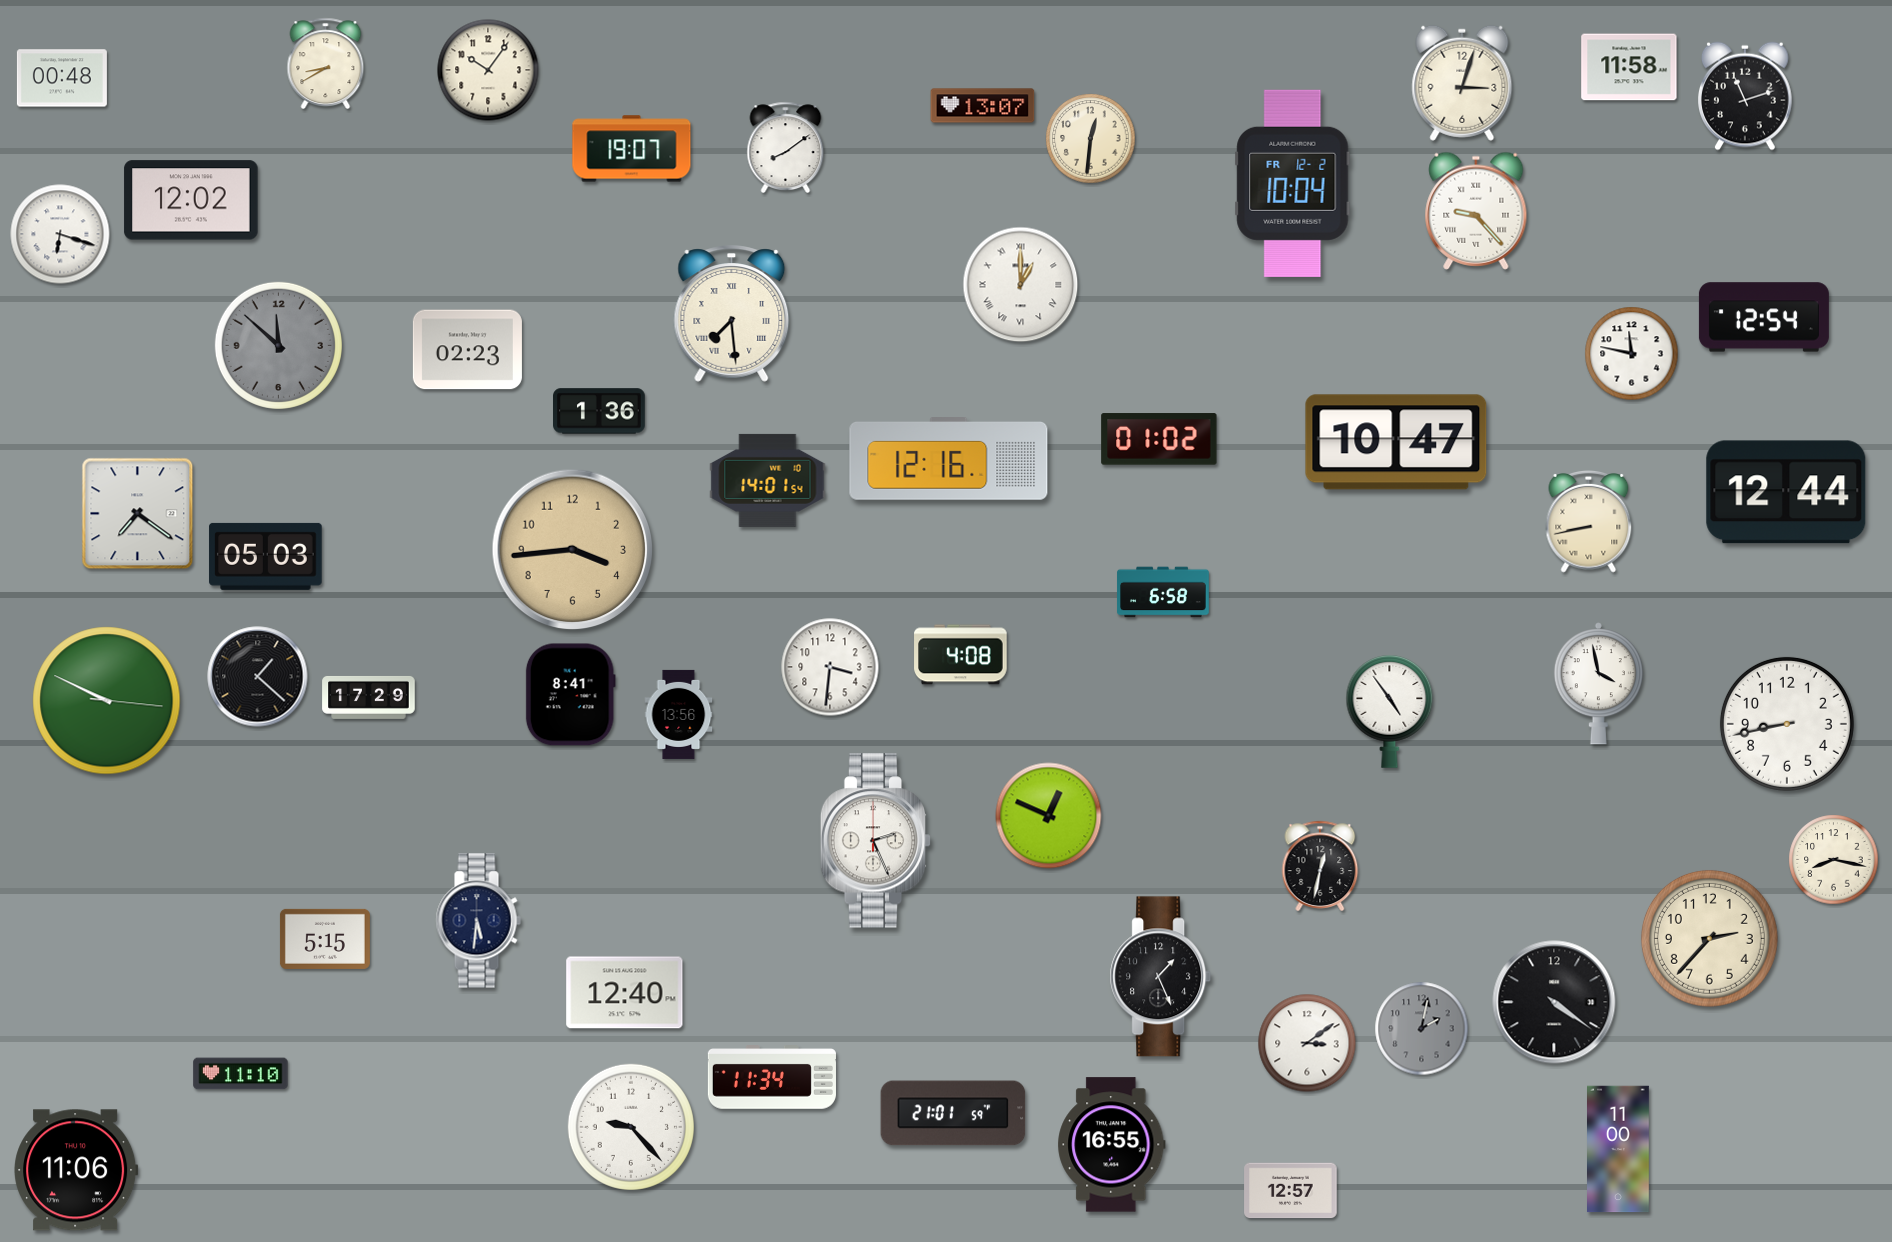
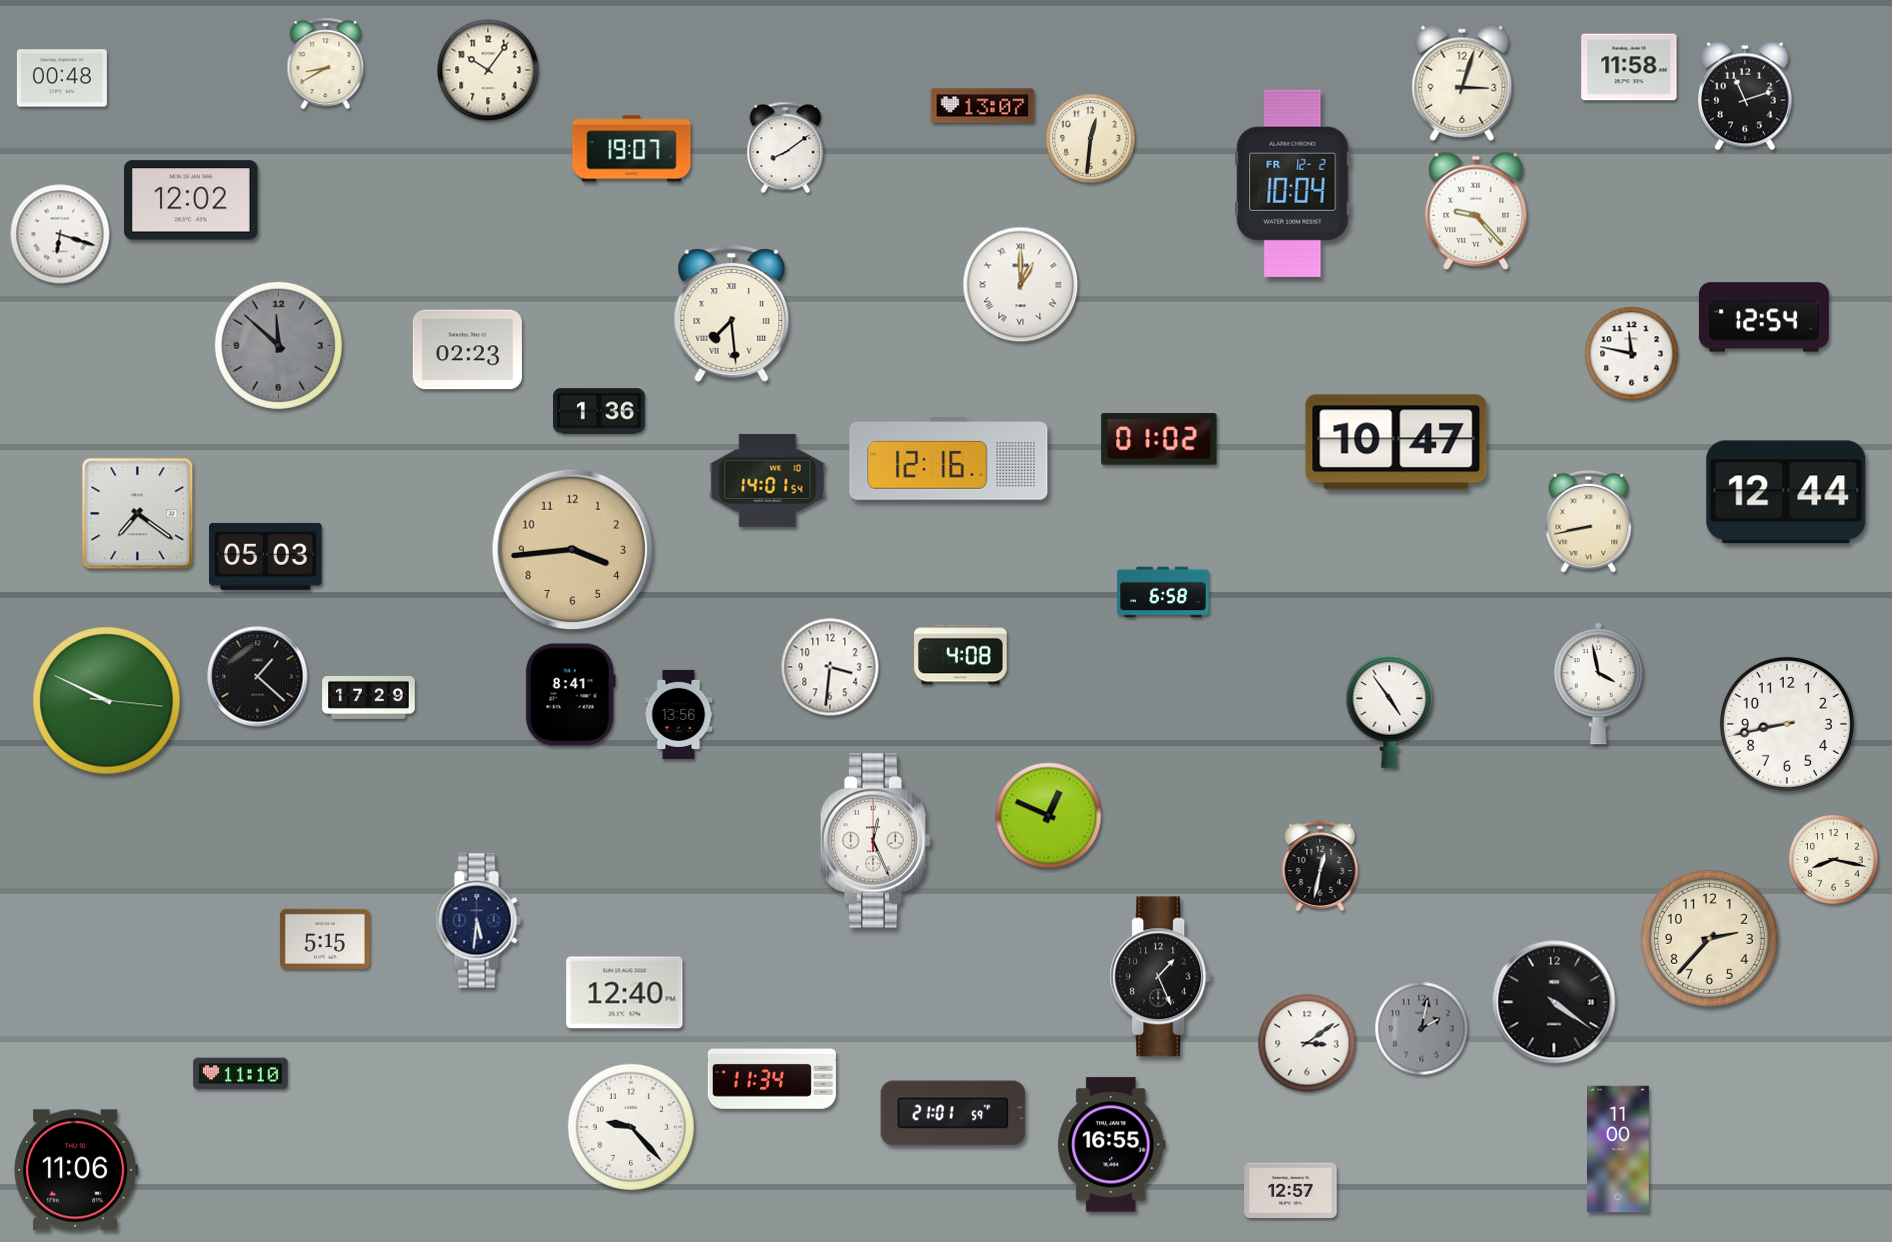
clock at (876, 841): 2:26 -> 12:26
